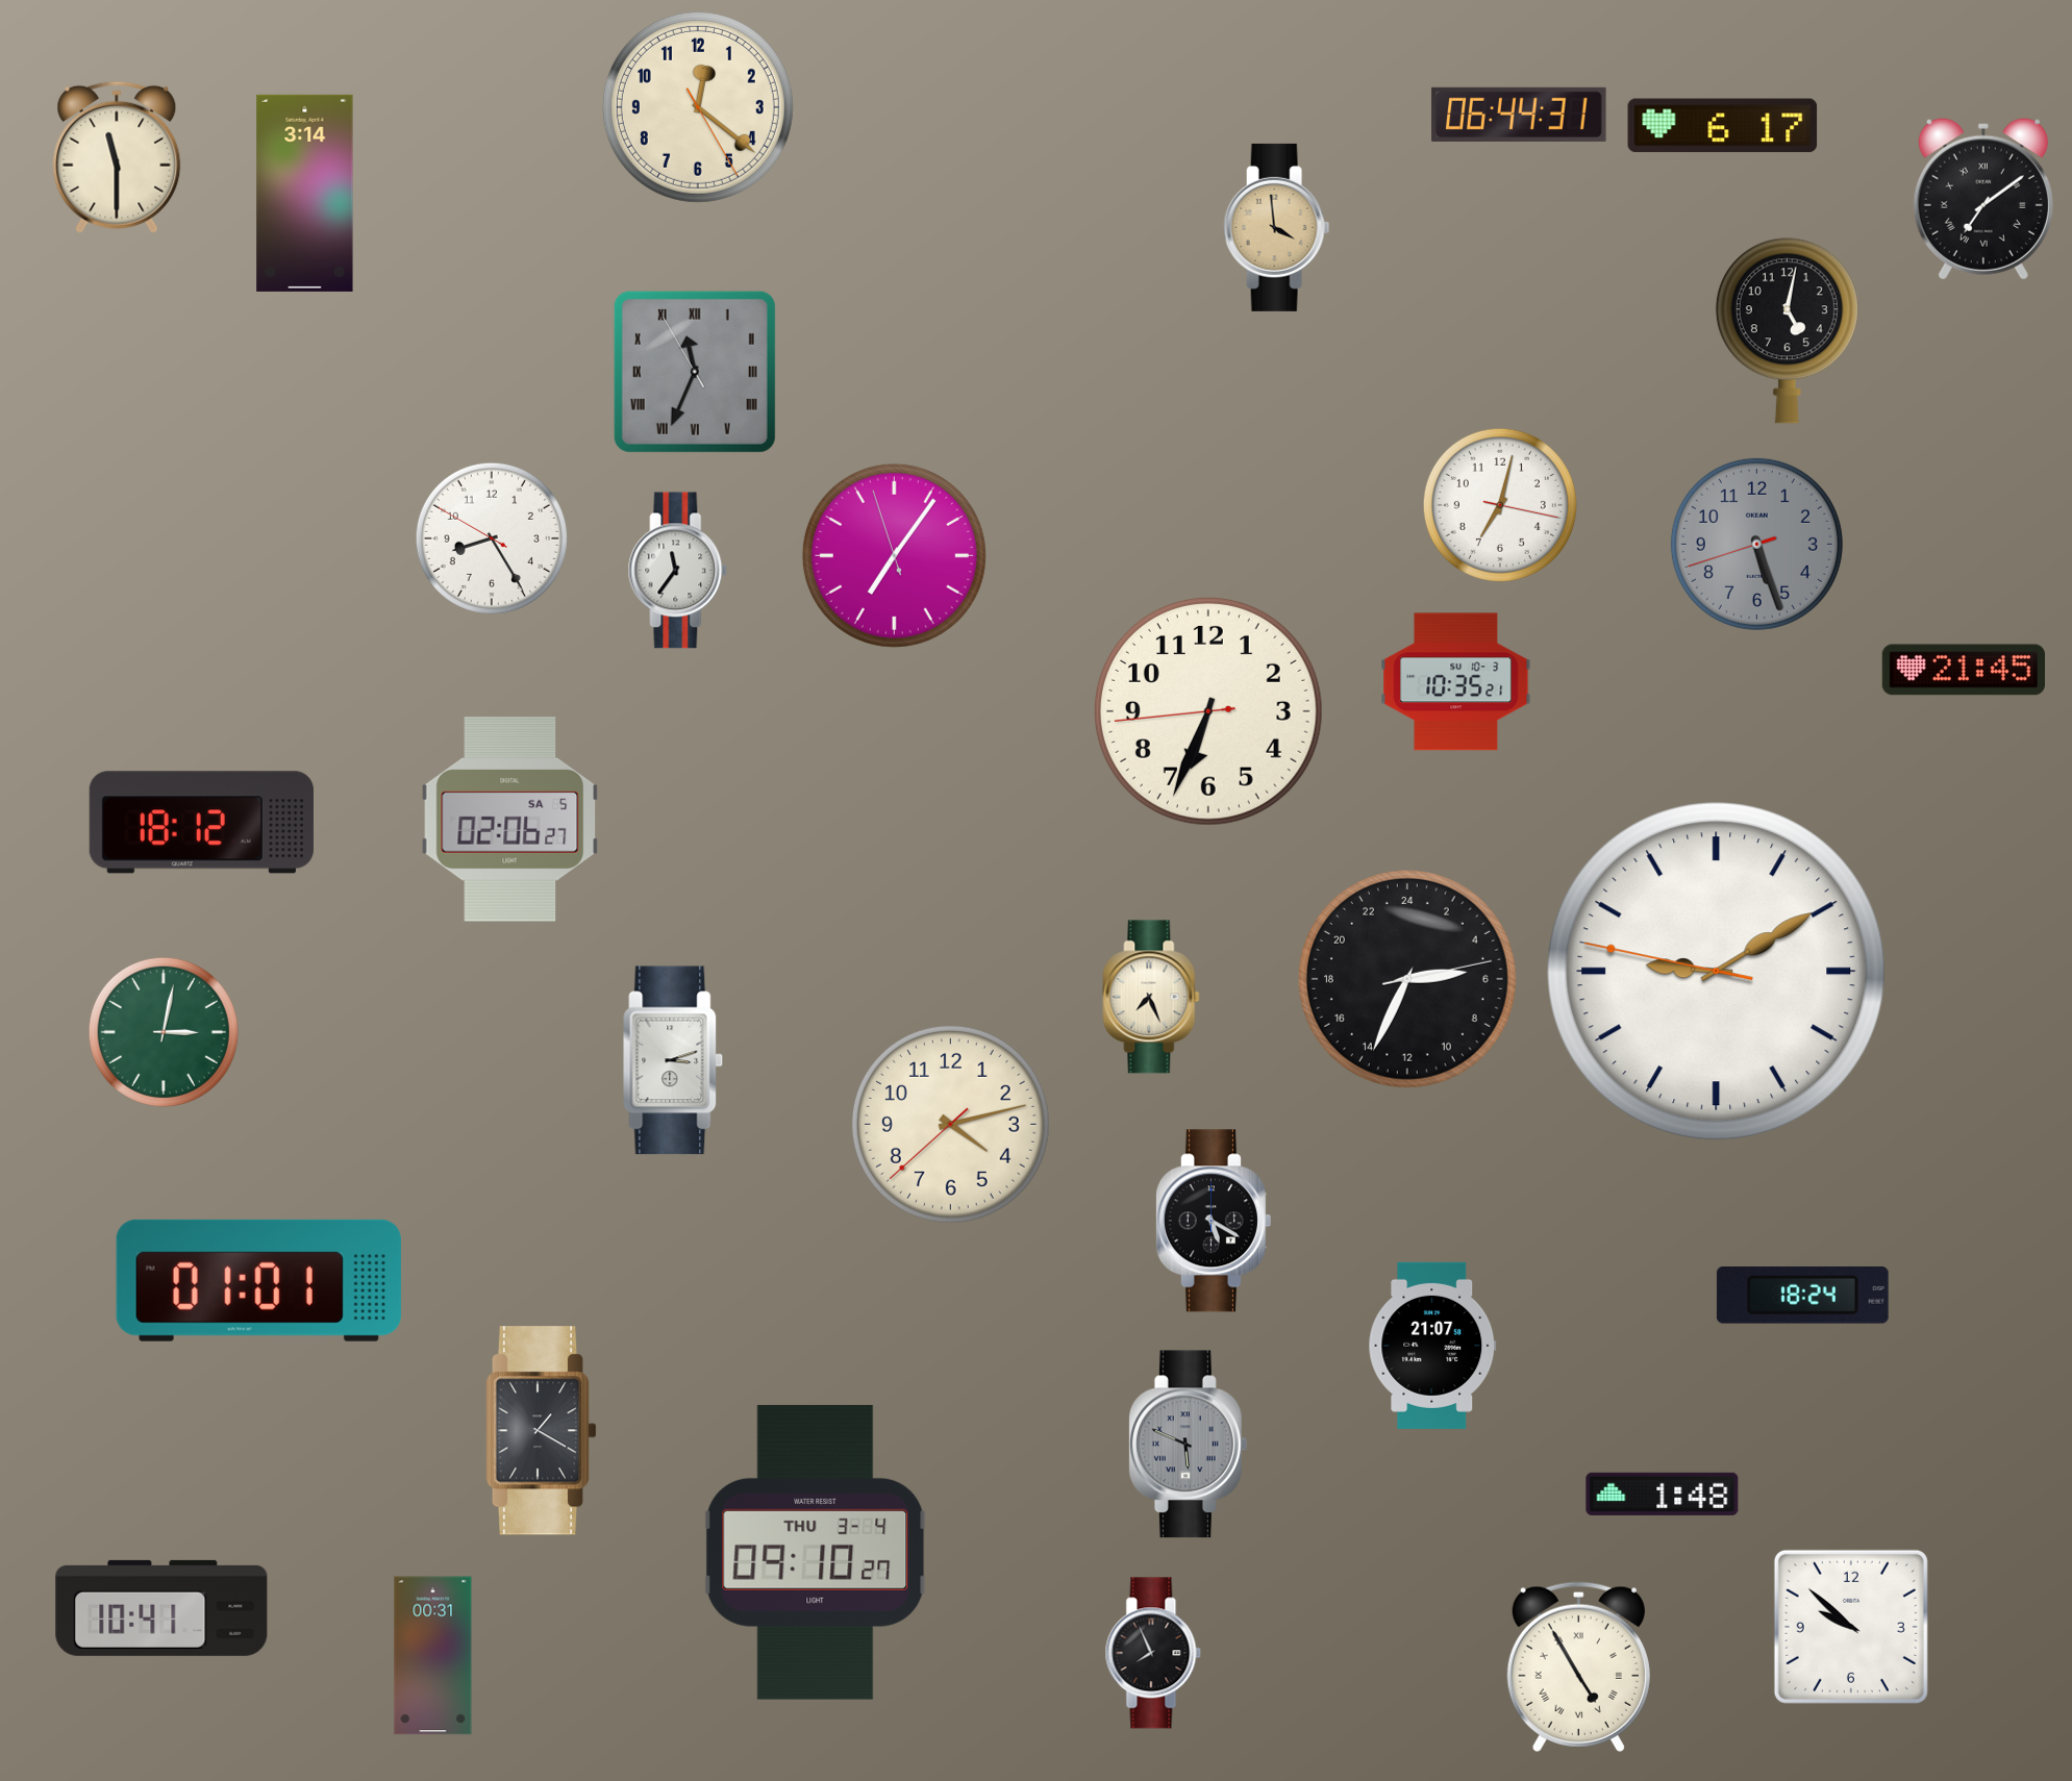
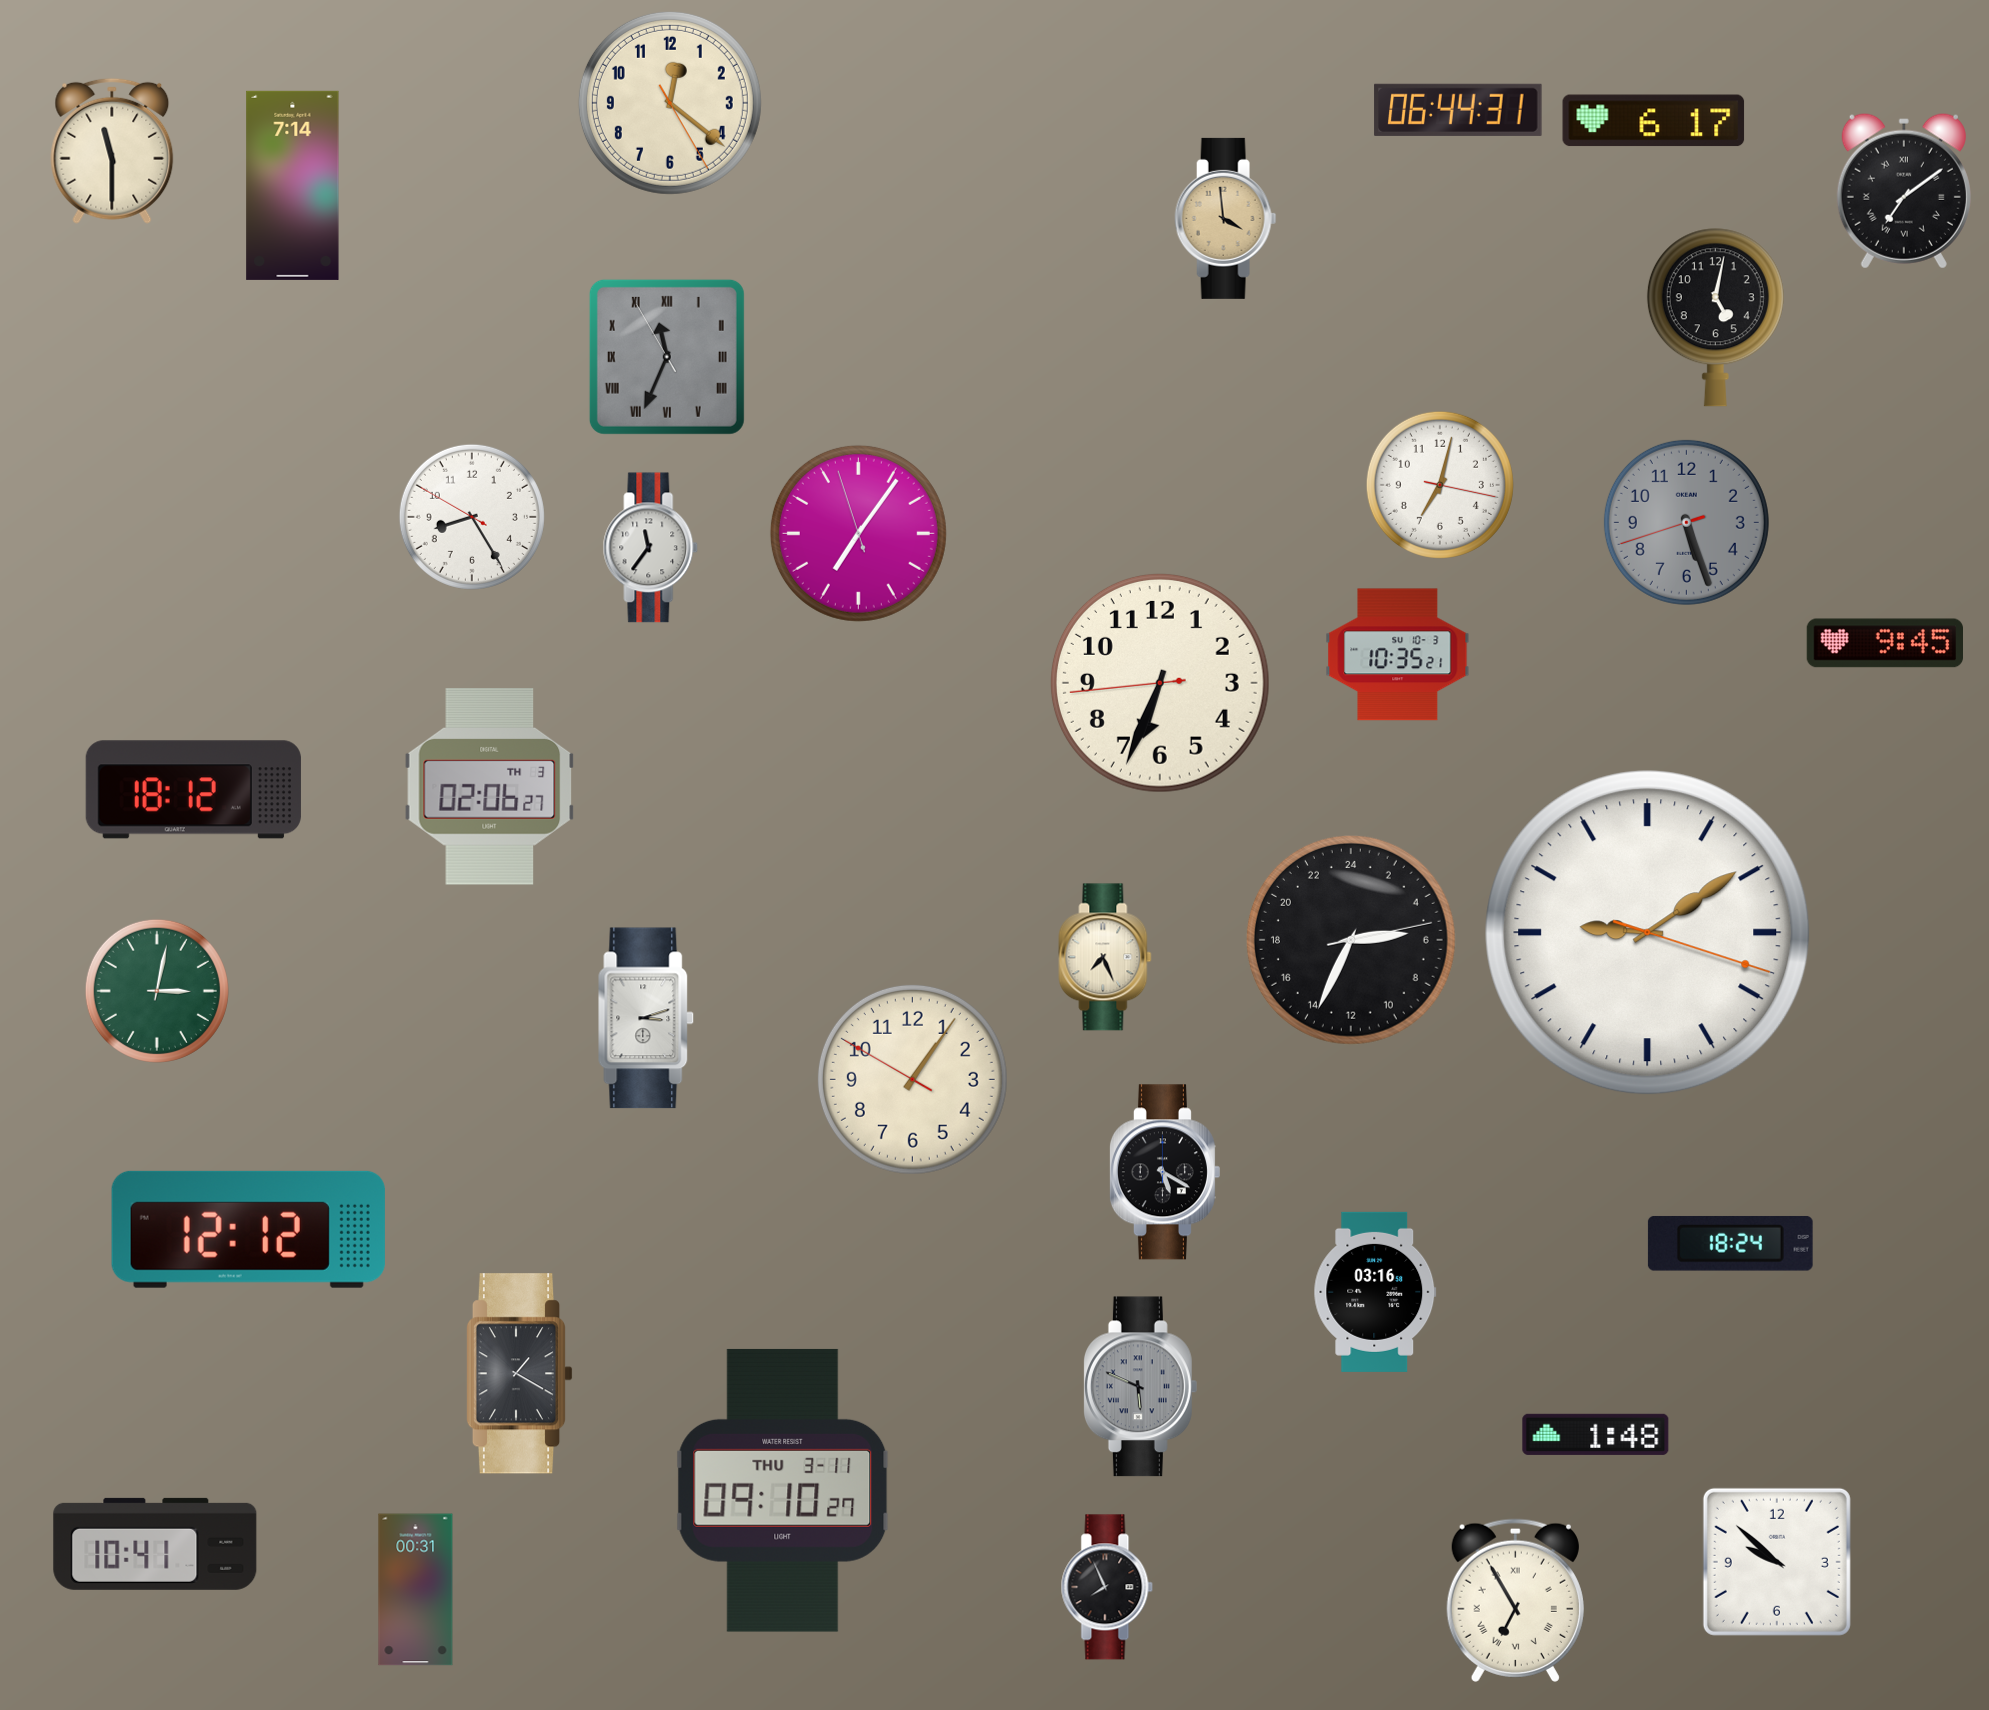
clock at (305, 193): 3:14 -> 7:14
clock at (1963, 670): 21:45 -> 9:45
clock at (510, 820) date: SA 5 -> TH 3
clock at (1717, 972): 9:09:47 -> 9:09:18
clock at (950, 1124): 4:12 -> 1:05
clock at (258, 1280): 01:01 -> 12:12
clock at (1432, 1346): 21:07 -> 03:16
clock at (816, 1552) date: THU 3-4 -> THU 3-11
clock at (1578, 1666): 4:55 -> 6:55
